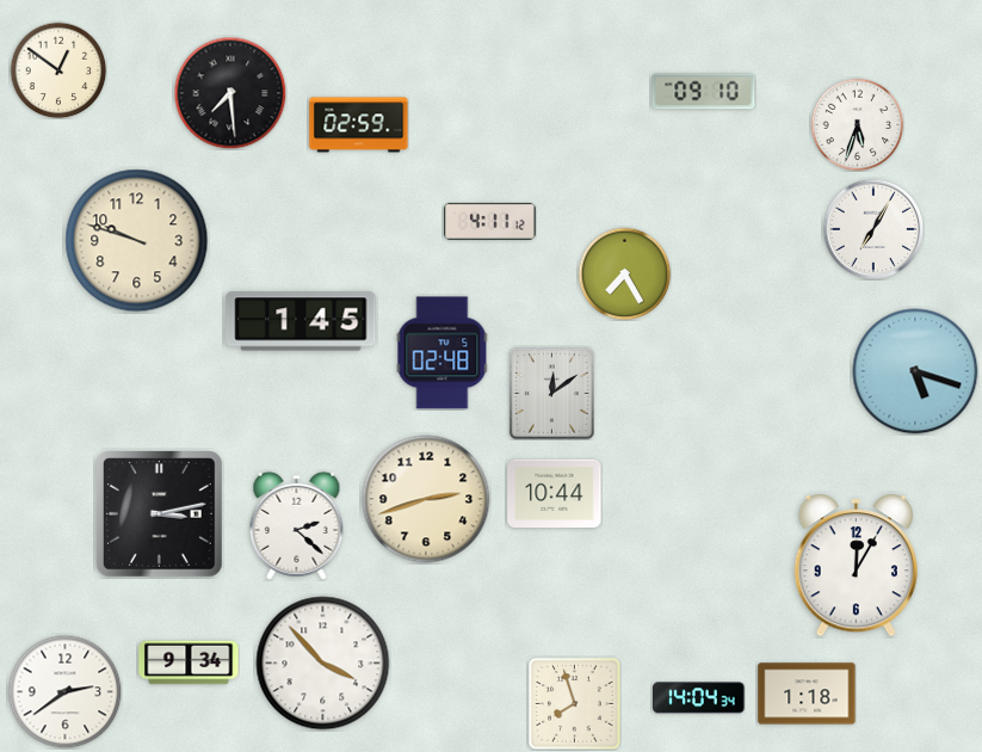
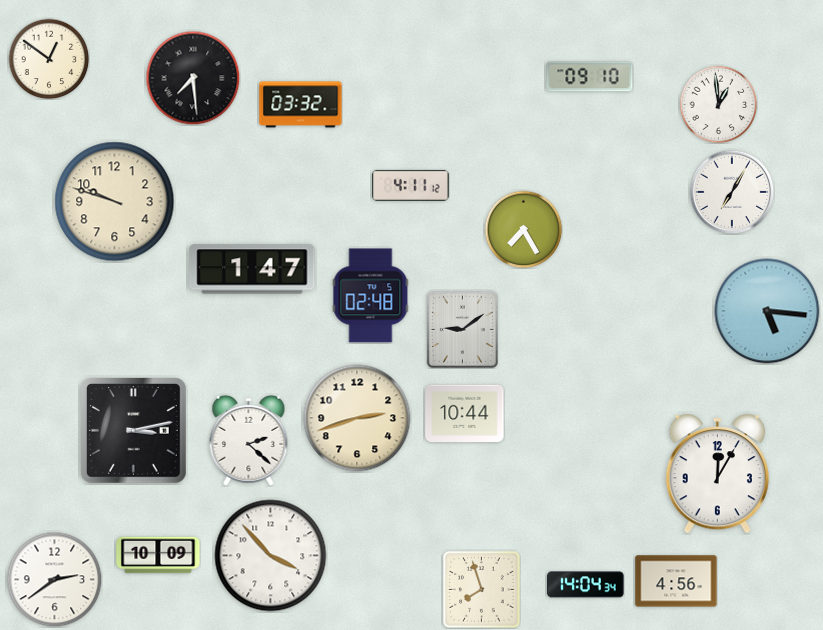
clock at (857, 124): 5:33 -> 12:59
clock at (359, 125): 02:59 -> 03:32
clock at (301, 321): 1:45 -> 1:47
clock at (915, 371): 5:18 -> 5:16
clock at (551, 393): 12:09 -> 9:09
clock at (189, 662): 9:34 -> 10:09
clock at (807, 694): 1:18 -> 4:56
